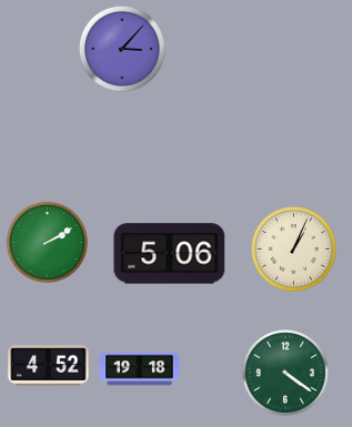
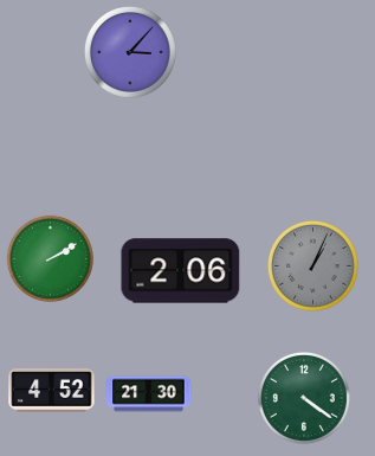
clock at (293, 248) dial: cream -> grey
clock at (170, 254): 5:06 -> 2:06
clock at (140, 369): 19:18 -> 21:30
